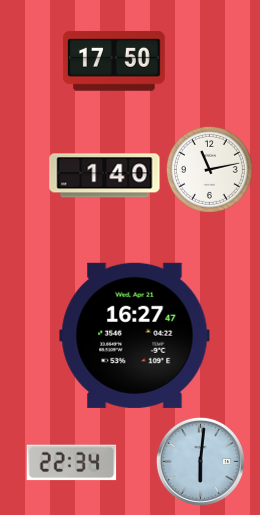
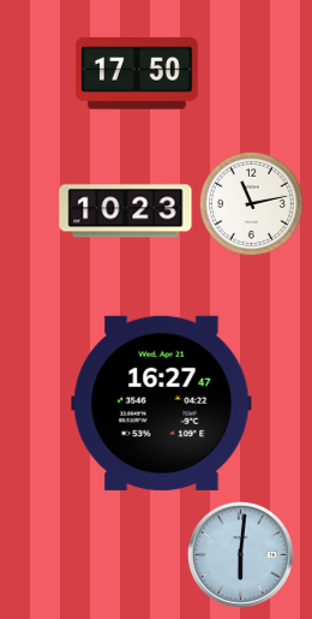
clock at (105, 176): 1:40 -> 10:23
clock at (72, 463): 22:34 -> none
